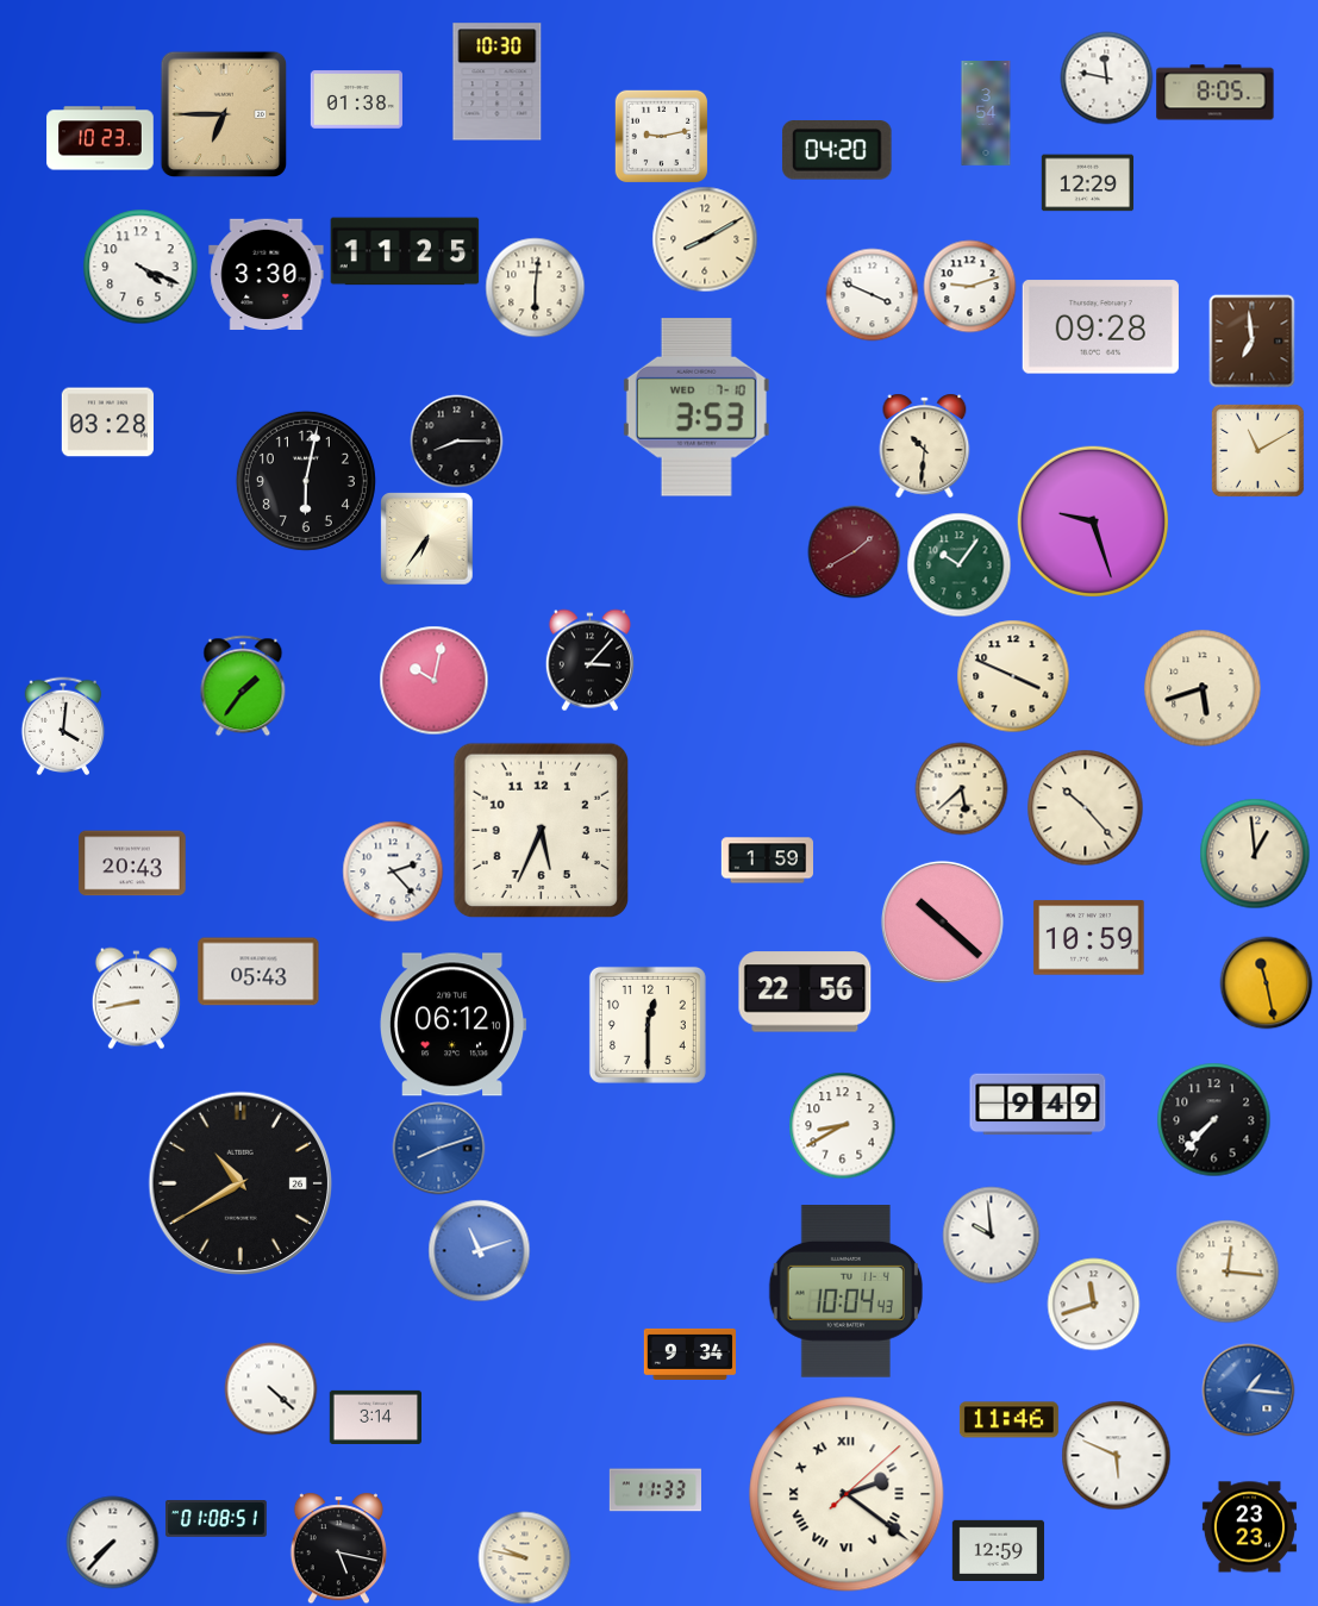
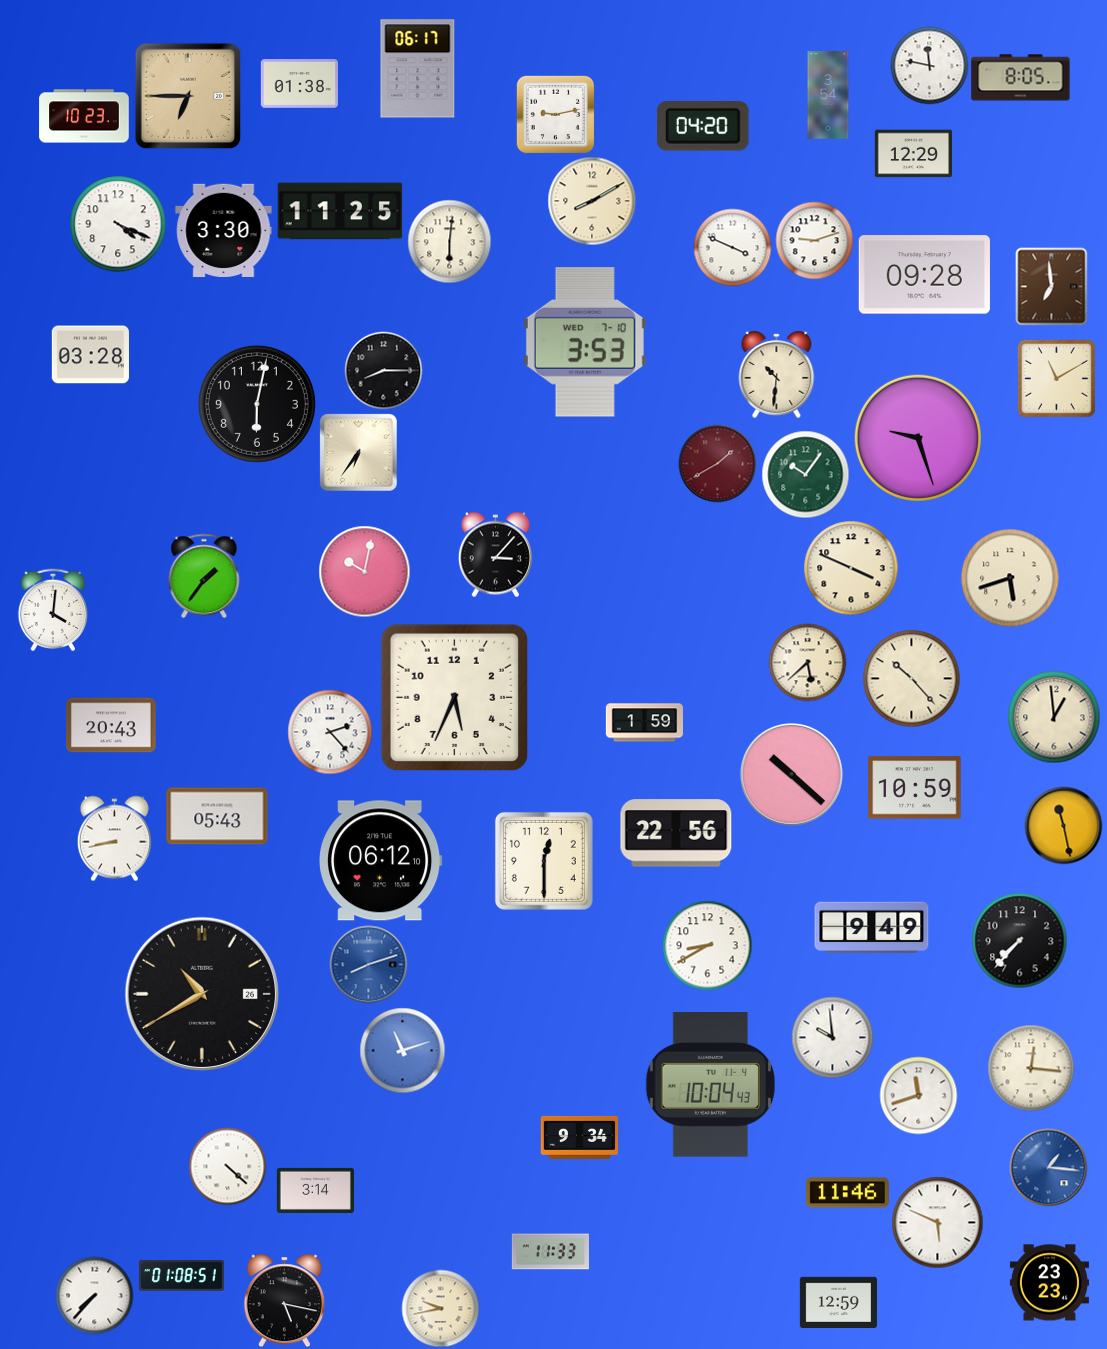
clock at (498, 82): 10:30 -> 06:17
clock at (847, 1494): 2:21 -> none
clock at (524, 1557): 9:47 -> 9:43
